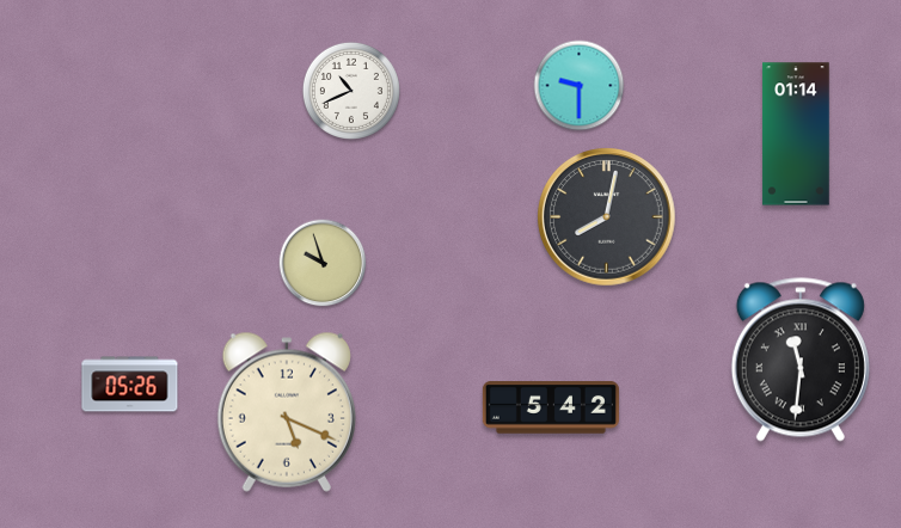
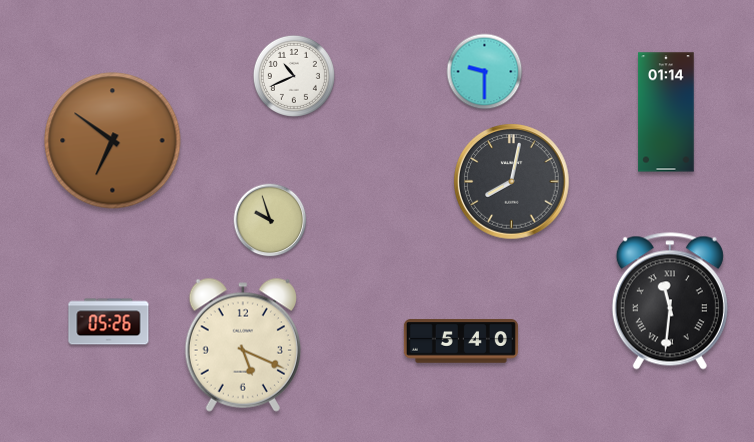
clock at (113, 141): none -> 6:51
clock at (607, 217) position: (607, 217) -> (512, 182)
clock at (551, 407): 5:42 -> 5:40
clock at (287, 412) position: (287, 412) -> (243, 345)
